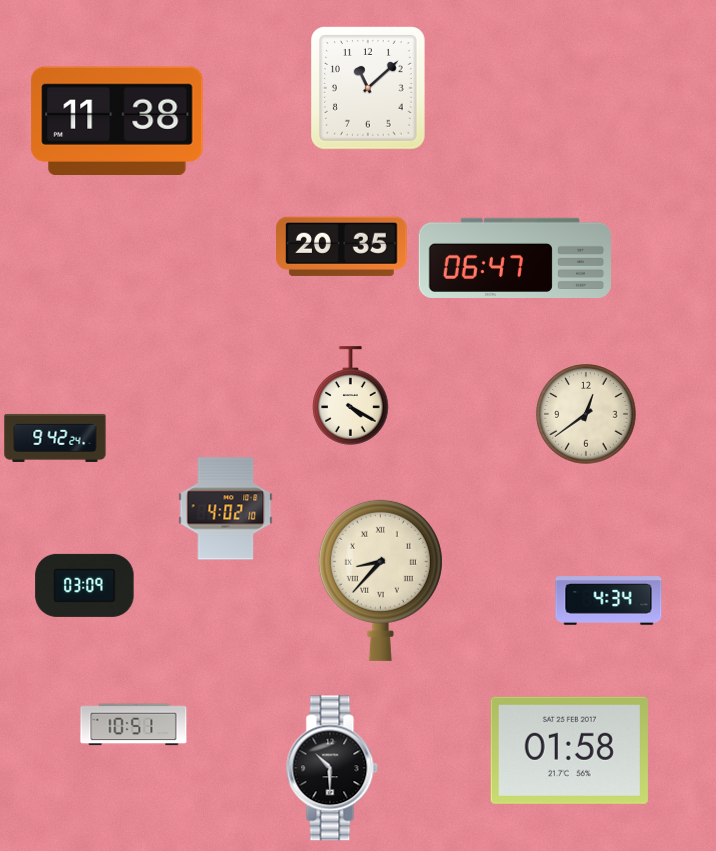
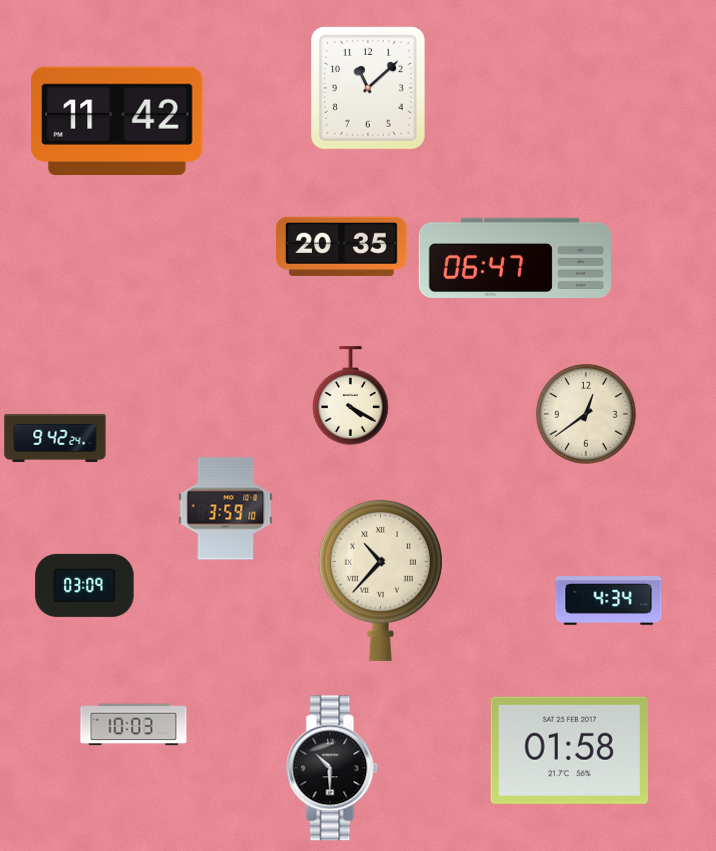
clock at (117, 120): 11:38 -> 11:42
clock at (226, 509): 4:02 -> 3:59
clock at (380, 580): 8:37 -> 10:37
clock at (134, 725): 10:51 -> 10:03
